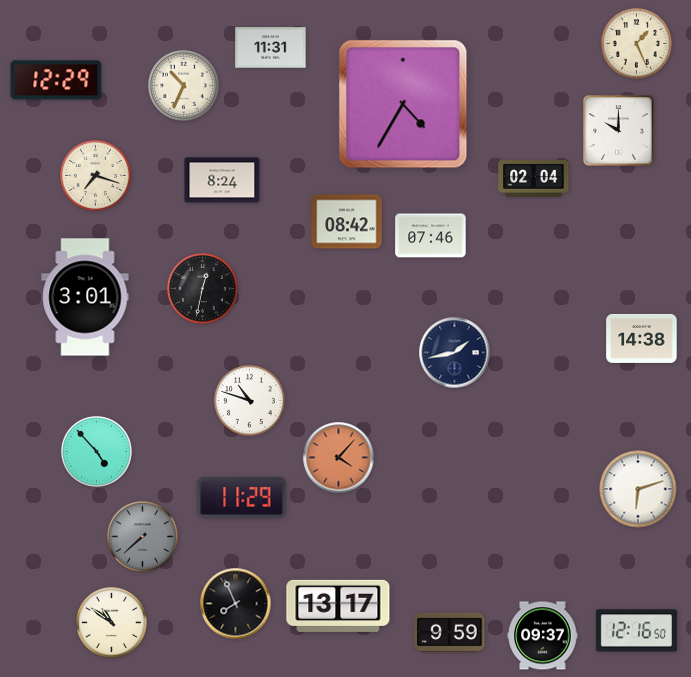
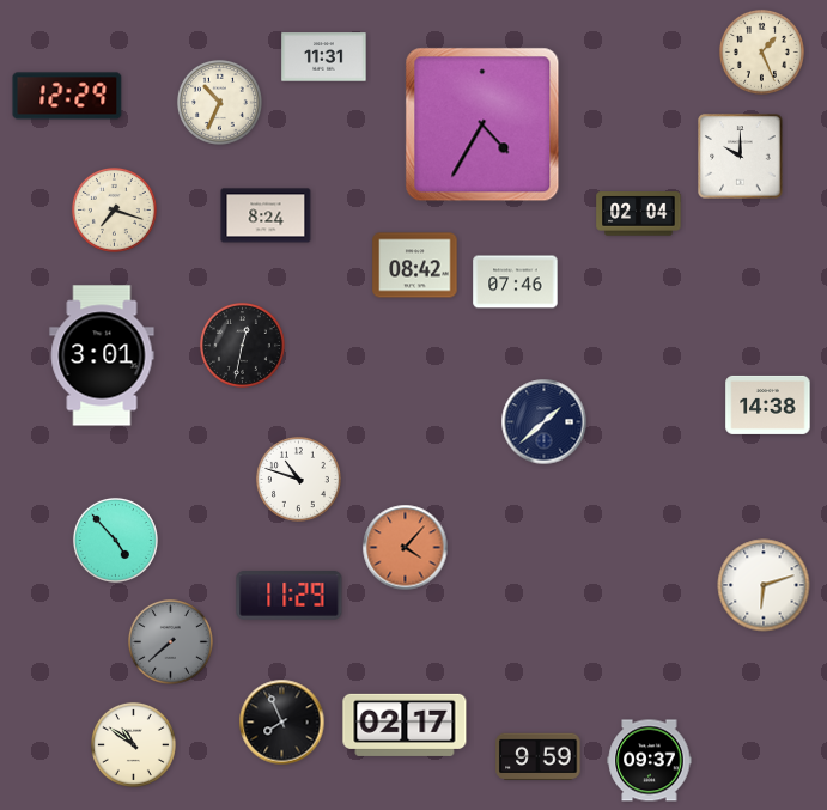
clock at (455, 353): 1:43 -> 1:38
clock at (338, 606): 13:17 -> 02:17
clock at (636, 631): 12:16 -> none
